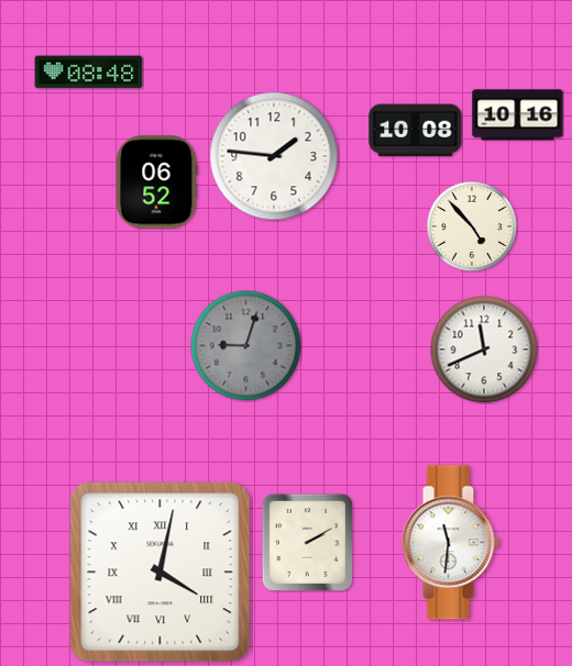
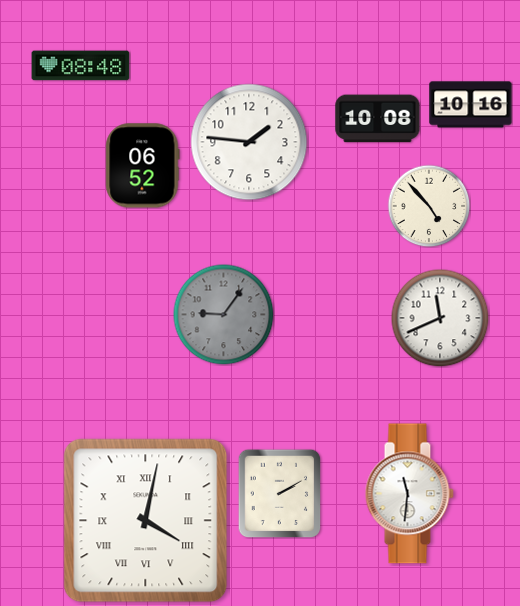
clock at (246, 346): 9:03 -> 9:06
